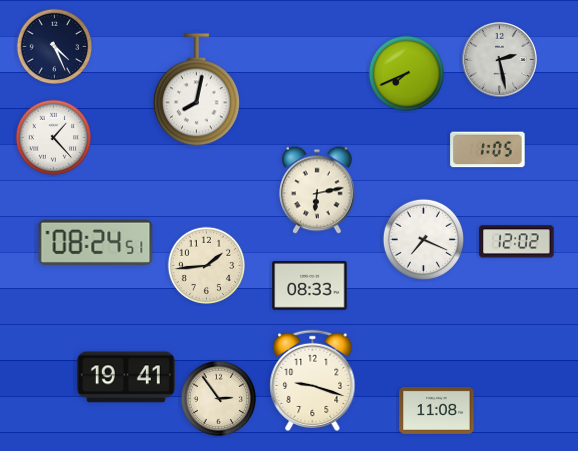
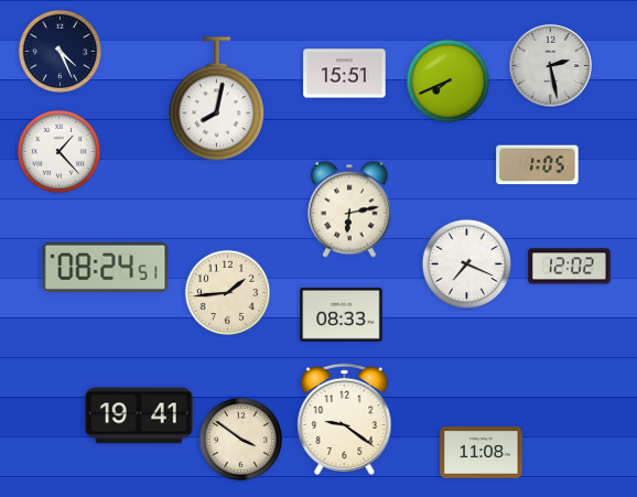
clock at (345, 74): none -> 15:51
clock at (313, 380): 9:18 -> 9:21
clock at (219, 399): 2:54 -> 3:51
